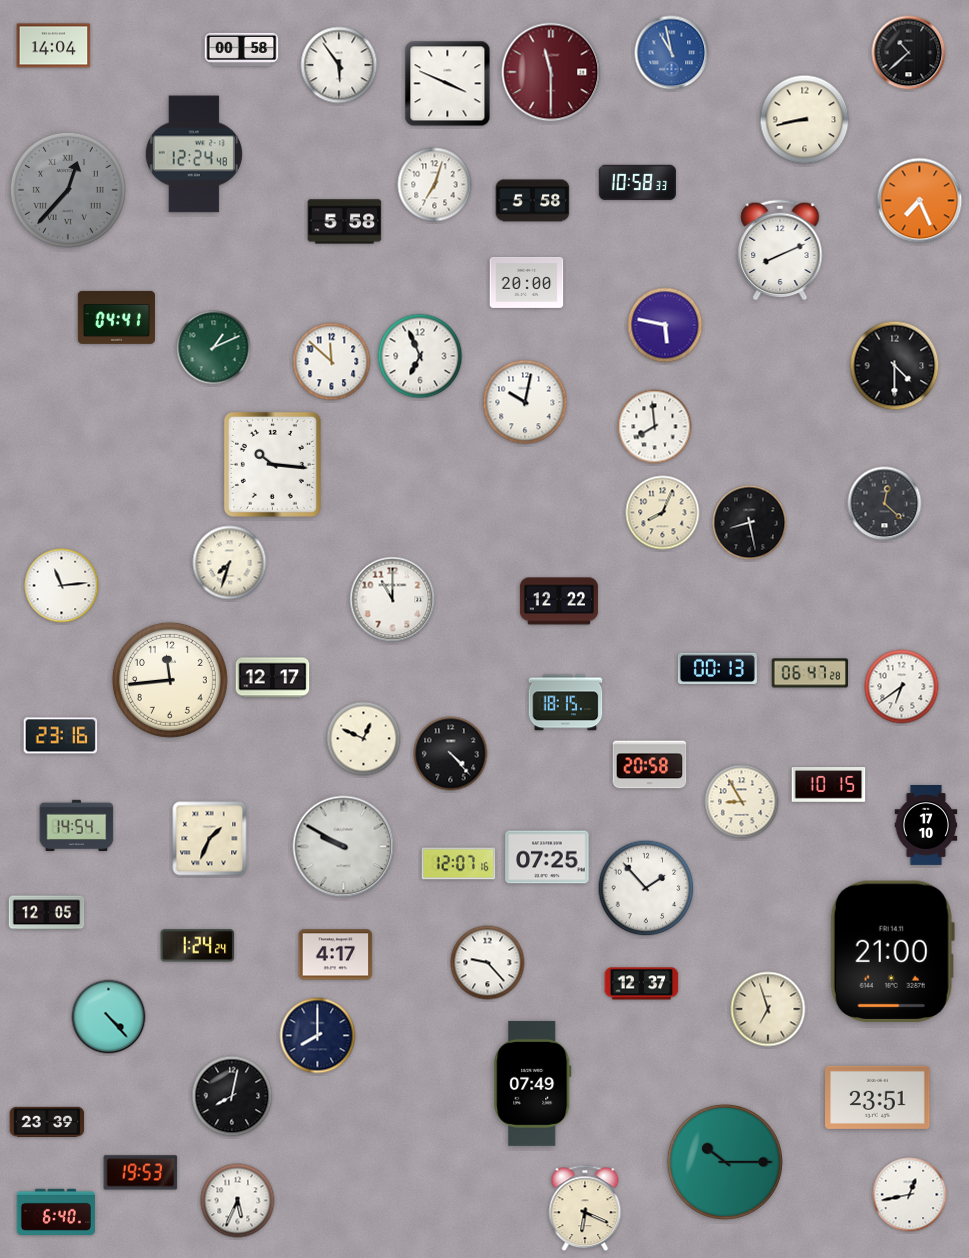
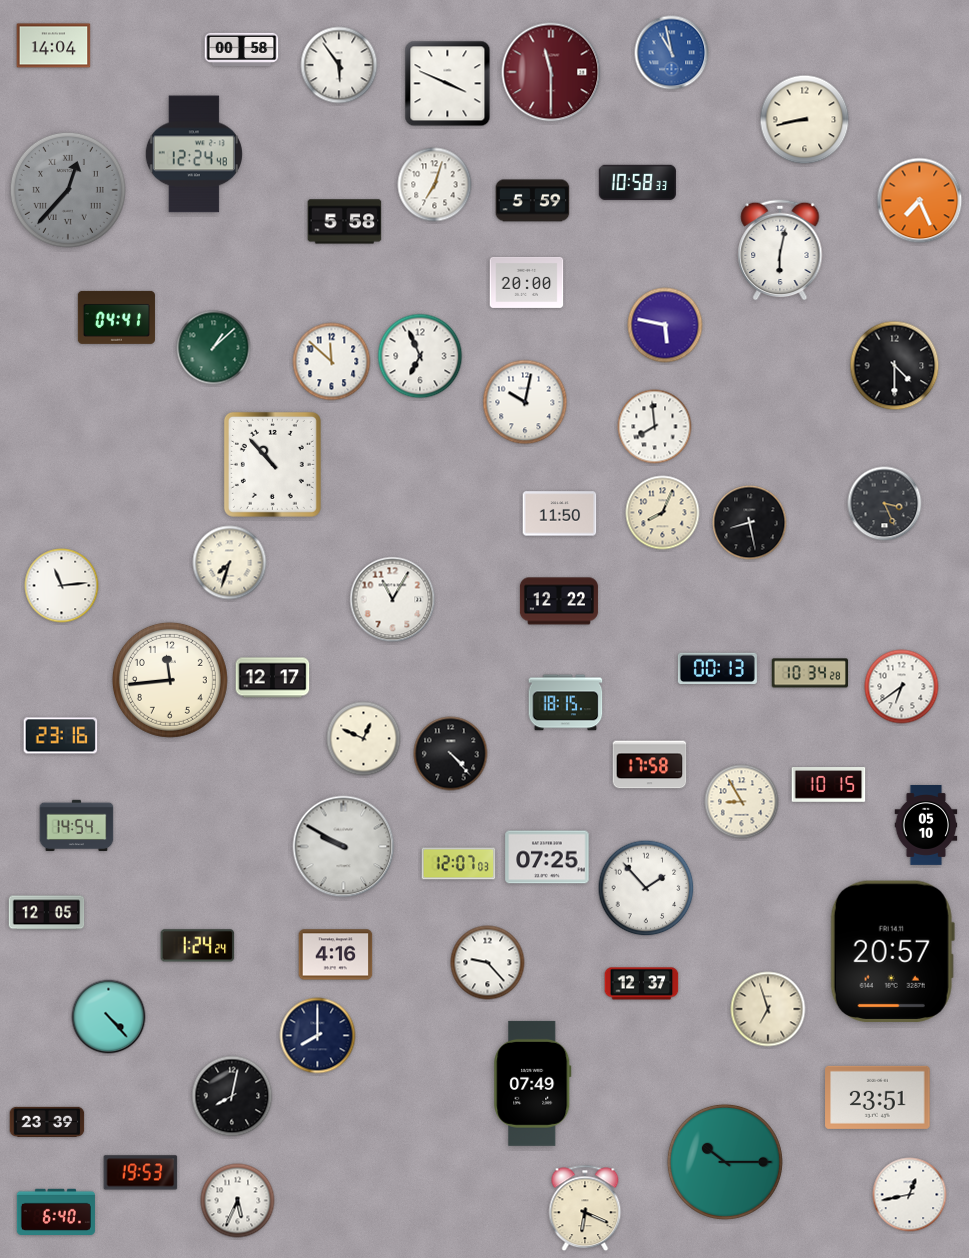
clock at (909, 53): 10:38 -> none
clock at (533, 201): 5:58 -> 5:59
clock at (780, 250): 8:11 -> 6:02
clock at (214, 348): 1:11 -> 1:08
clock at (272, 464): 10:16 -> 10:53
clock at (885, 504): 12:22 -> 3:26
clock at (560, 514): none -> 11:50
clock at (393, 600): 11:00 -> 11:05
clock at (809, 673): 06:47 -> 10:34
clock at (650, 765): 20:58 -> 17:58
clock at (926, 826): 17:10 -> 05:10
clock at (210, 839): 1:34 -> none
clock at (459, 864): 12:07:16 -> 12:07:03
clock at (892, 951): 21:00 -> 20:57
clock at (336, 955): 4:17 -> 4:16
